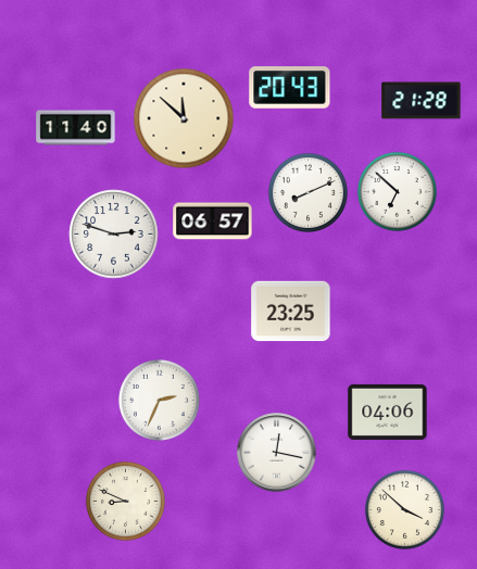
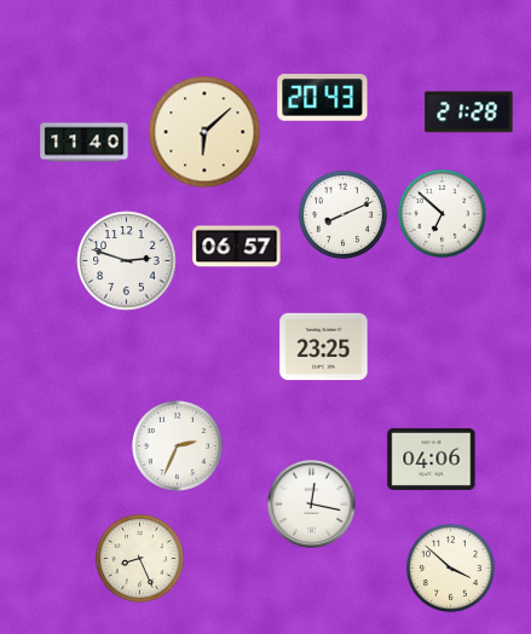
clock at (184, 118): 11:52 -> 6:08
clock at (277, 453) position: (277, 453) -> (312, 505)
clock at (125, 501): 8:49 -> 8:26
